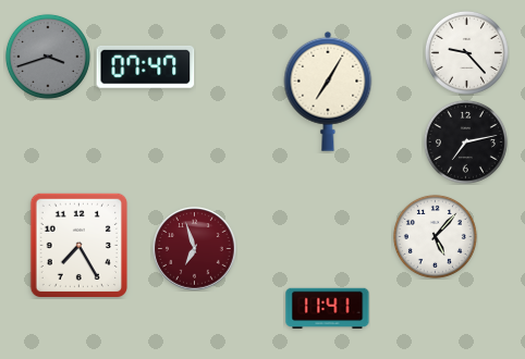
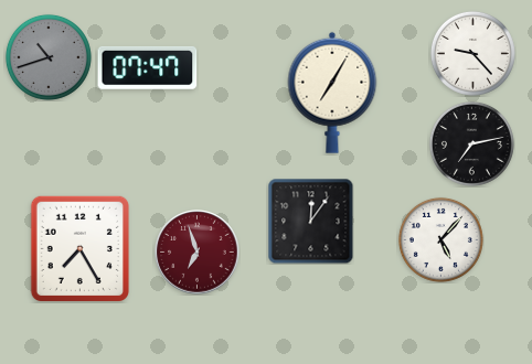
clock at (48, 57): 3:42 -> 10:42
clock at (310, 221): none -> 12:06
clock at (328, 309): 11:41 -> none
